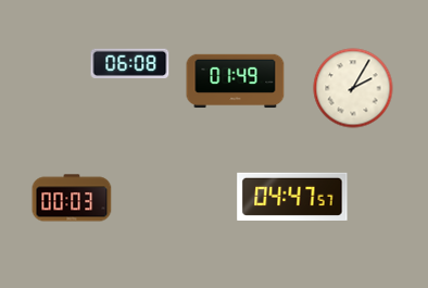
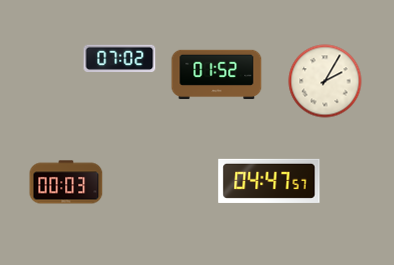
clock at (130, 63): 06:08 -> 07:02
clock at (236, 82): 01:49 -> 01:52
